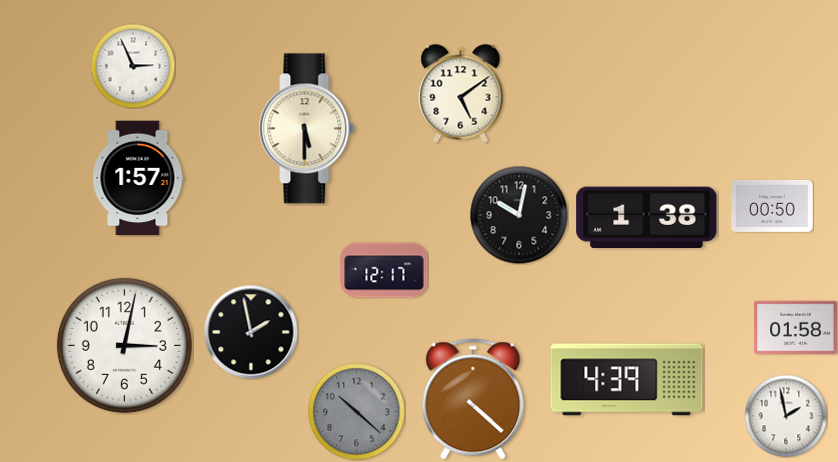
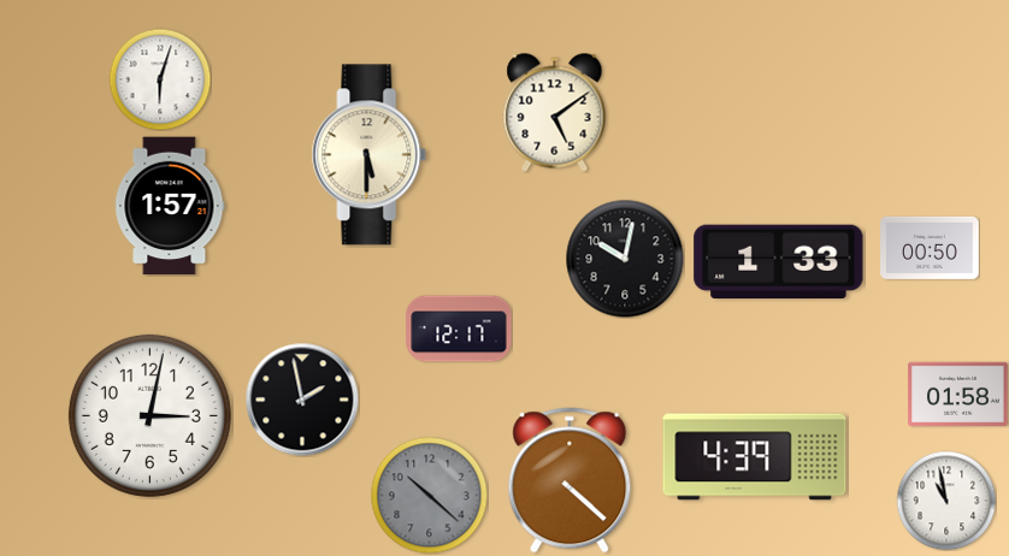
clock at (133, 66): 2:56 -> 6:03
clock at (138, 178) position: (138, 178) -> (170, 206)
clock at (647, 217): 1:38 -> 1:33
clock at (384, 270) position: (384, 270) -> (459, 329)
clock at (786, 416): 1:58 -> 10:58
